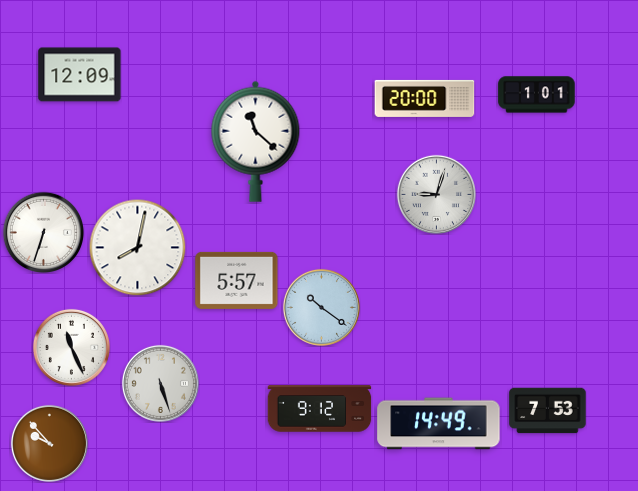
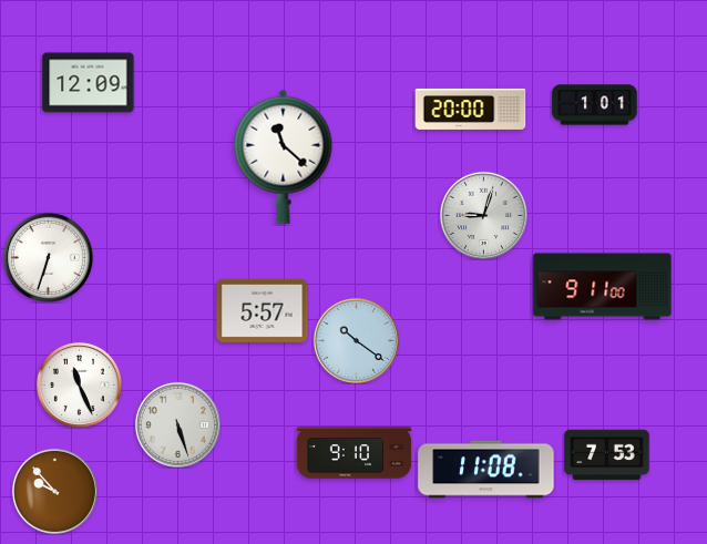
clock at (137, 247): 8:02 -> none
clock at (603, 287): none -> 9:11
clock at (320, 409): 9:12 -> 9:10
clock at (439, 424): 14:49 -> 11:08
